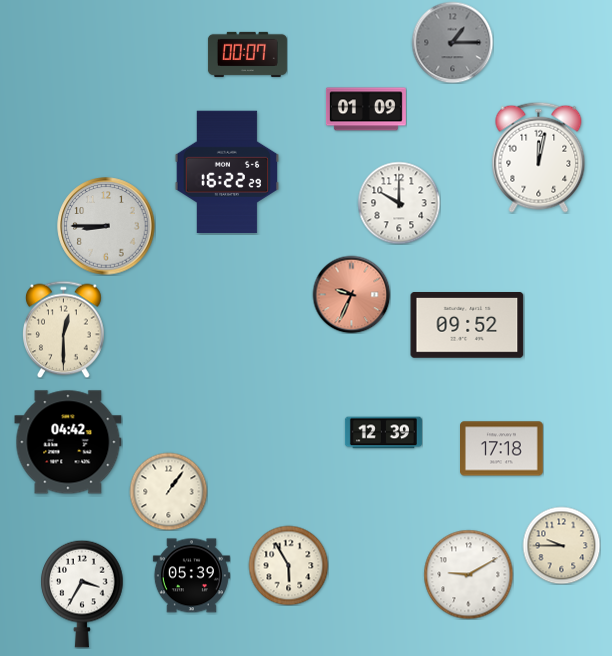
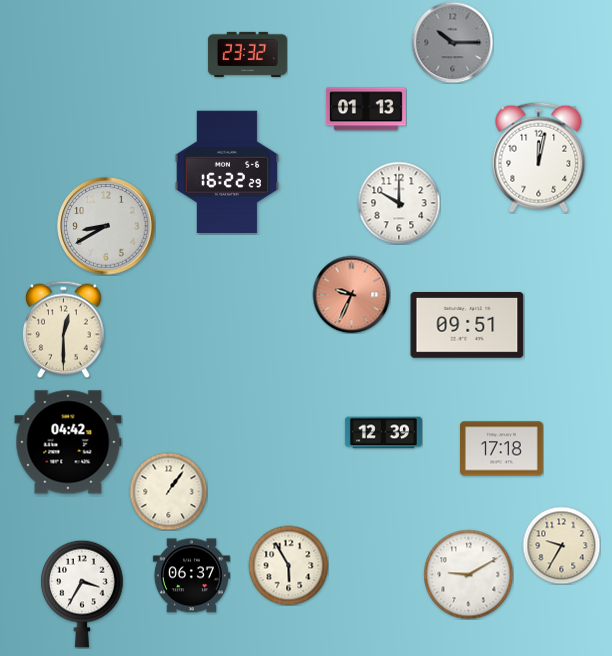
clock at (452, 42): 1:15 -> 10:15
clock at (247, 54): 00:07 -> 23:32
clock at (366, 109): 01:09 -> 01:13
clock at (106, 226): 8:45 -> 8:40
clock at (467, 326): 09:52 -> 09:51
clock at (561, 545): 9:45 -> 9:35
clock at (191, 576): 05:39 -> 06:37
